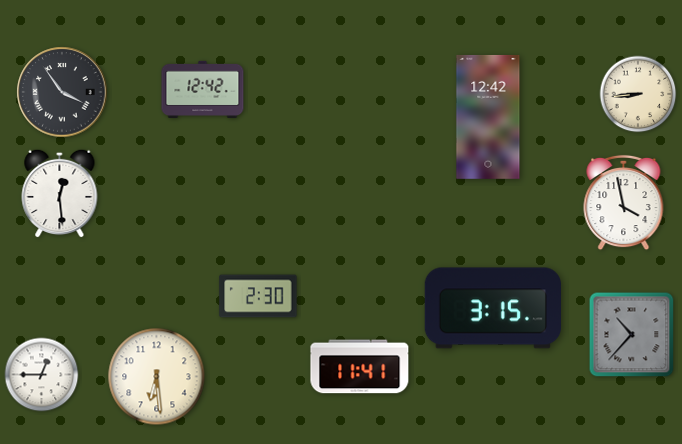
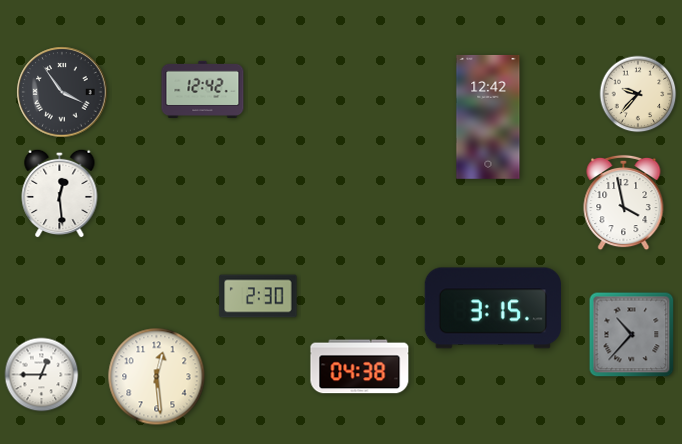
clock at (638, 94): 8:44 -> 9:37
clock at (360, 367): 11:41 -> 04:38
clock at (157, 377): 6:29 -> 12:29
